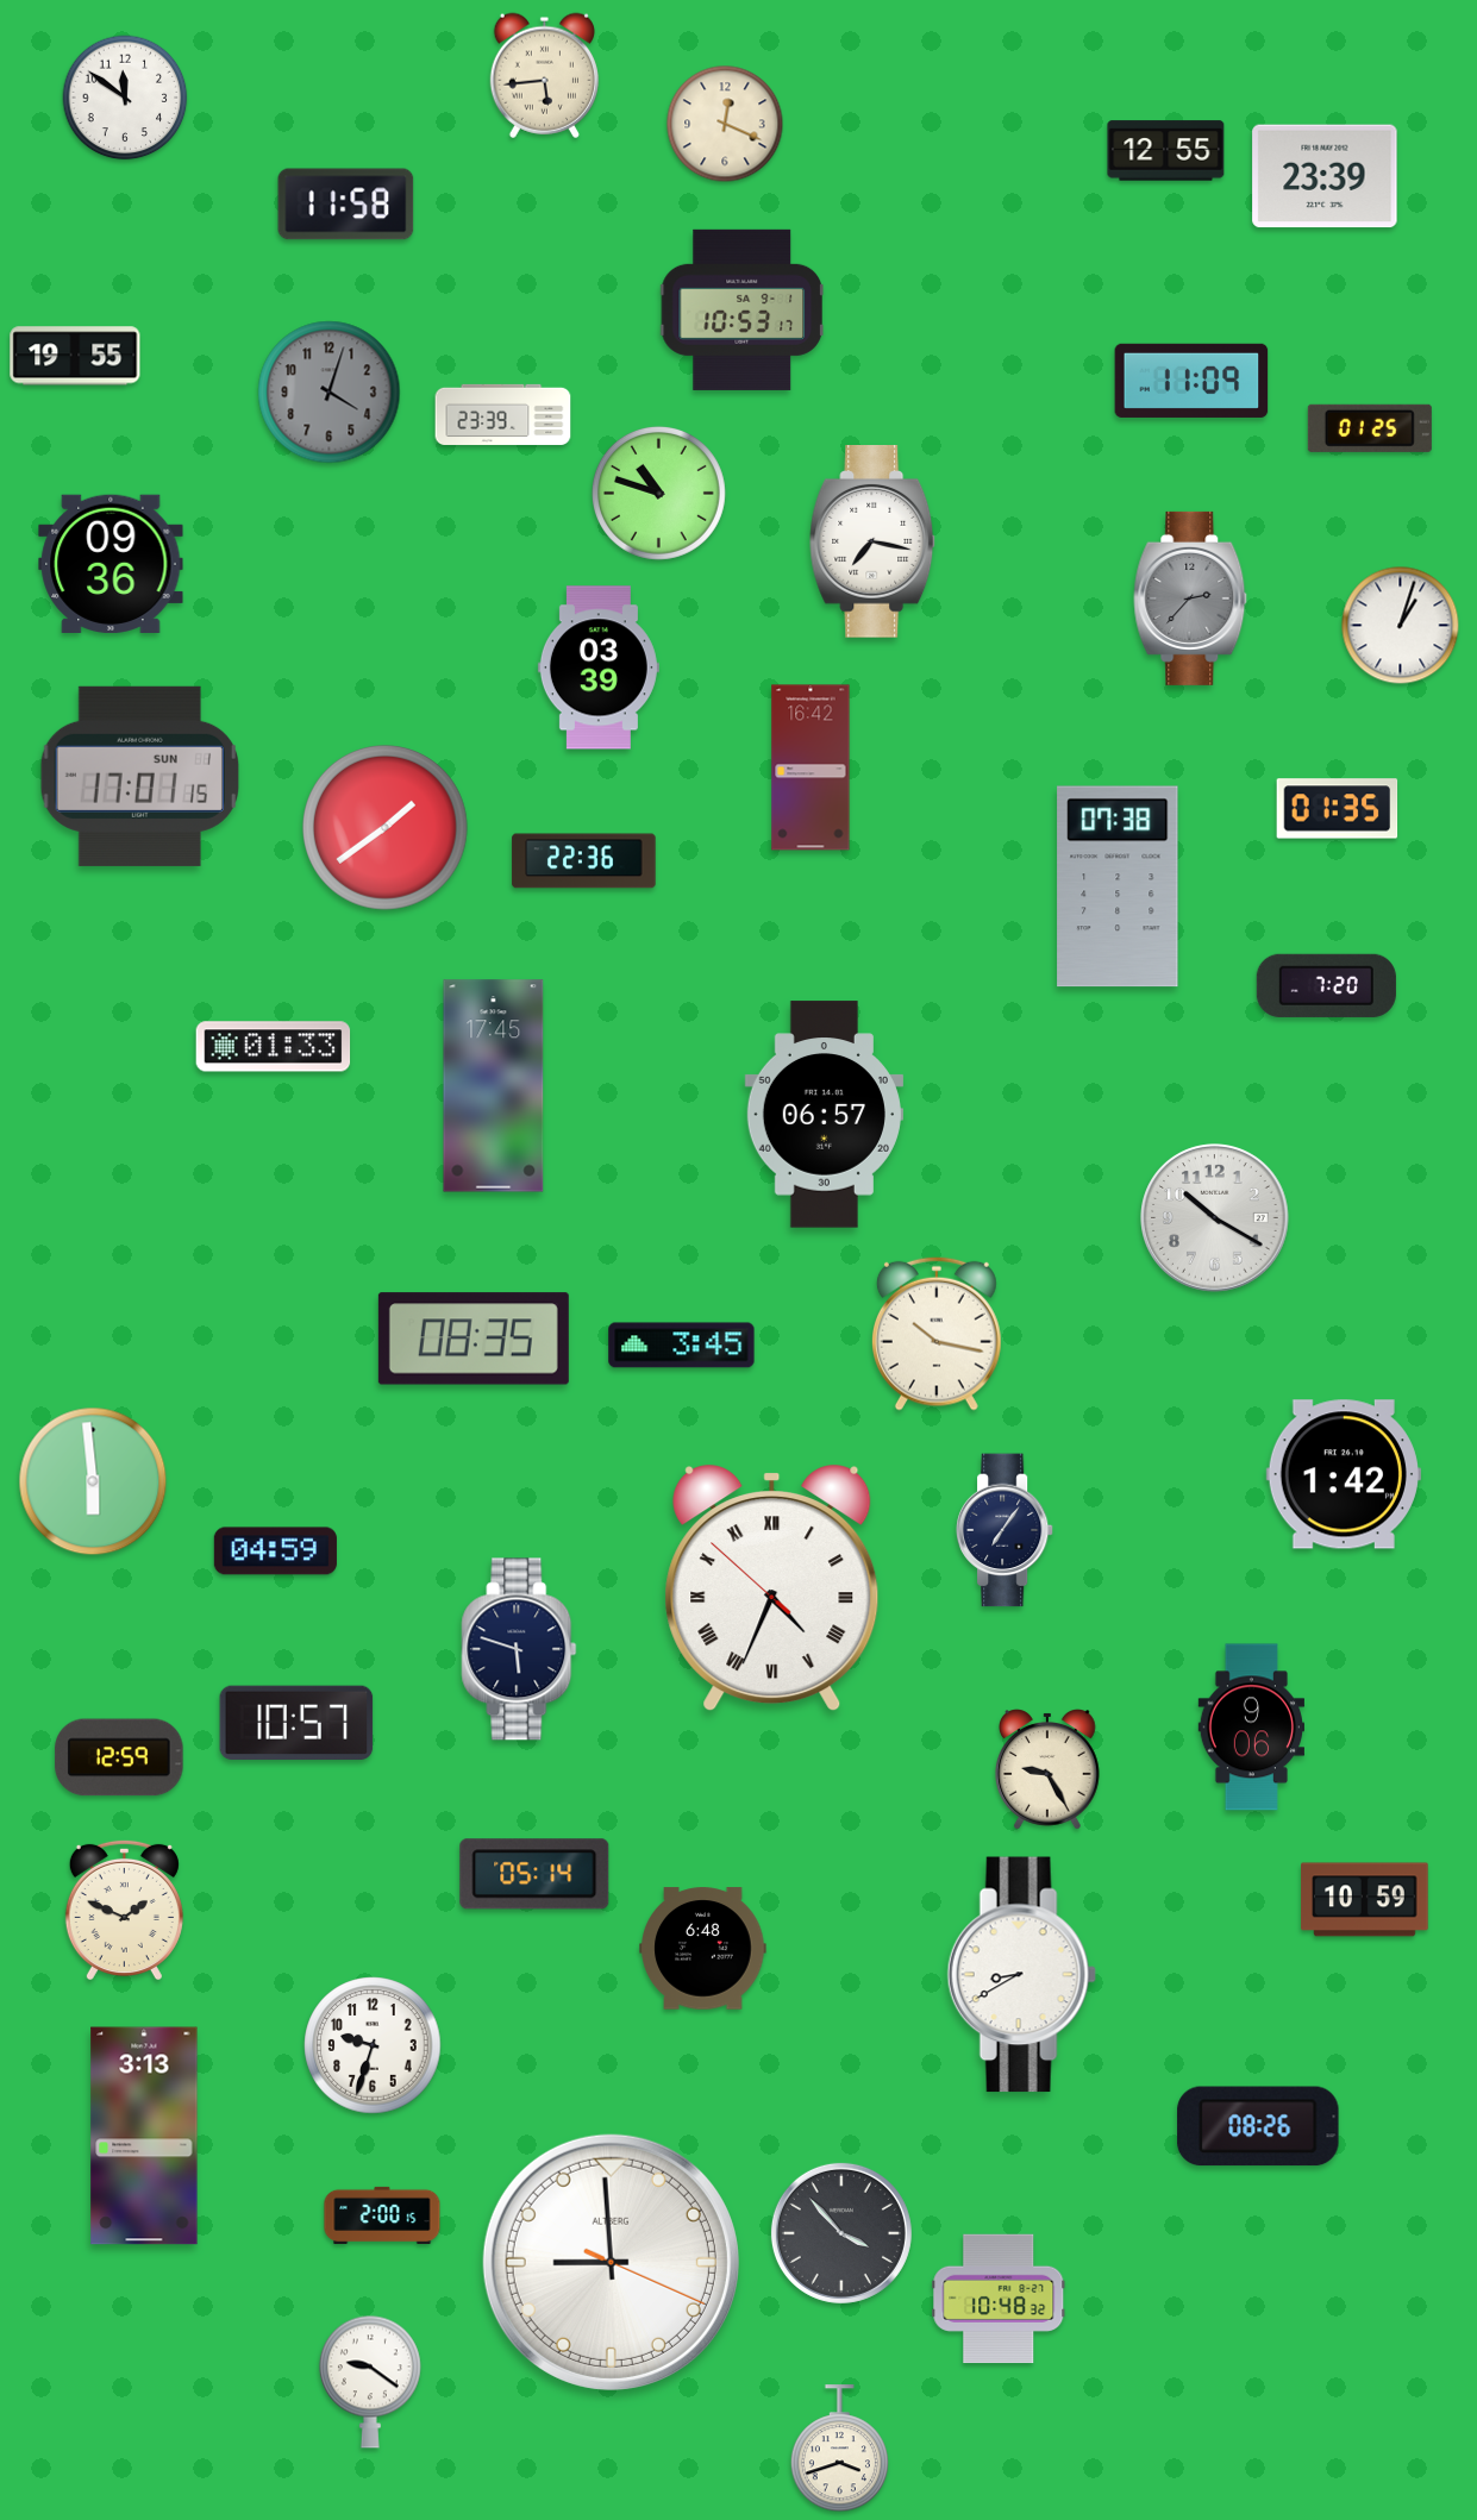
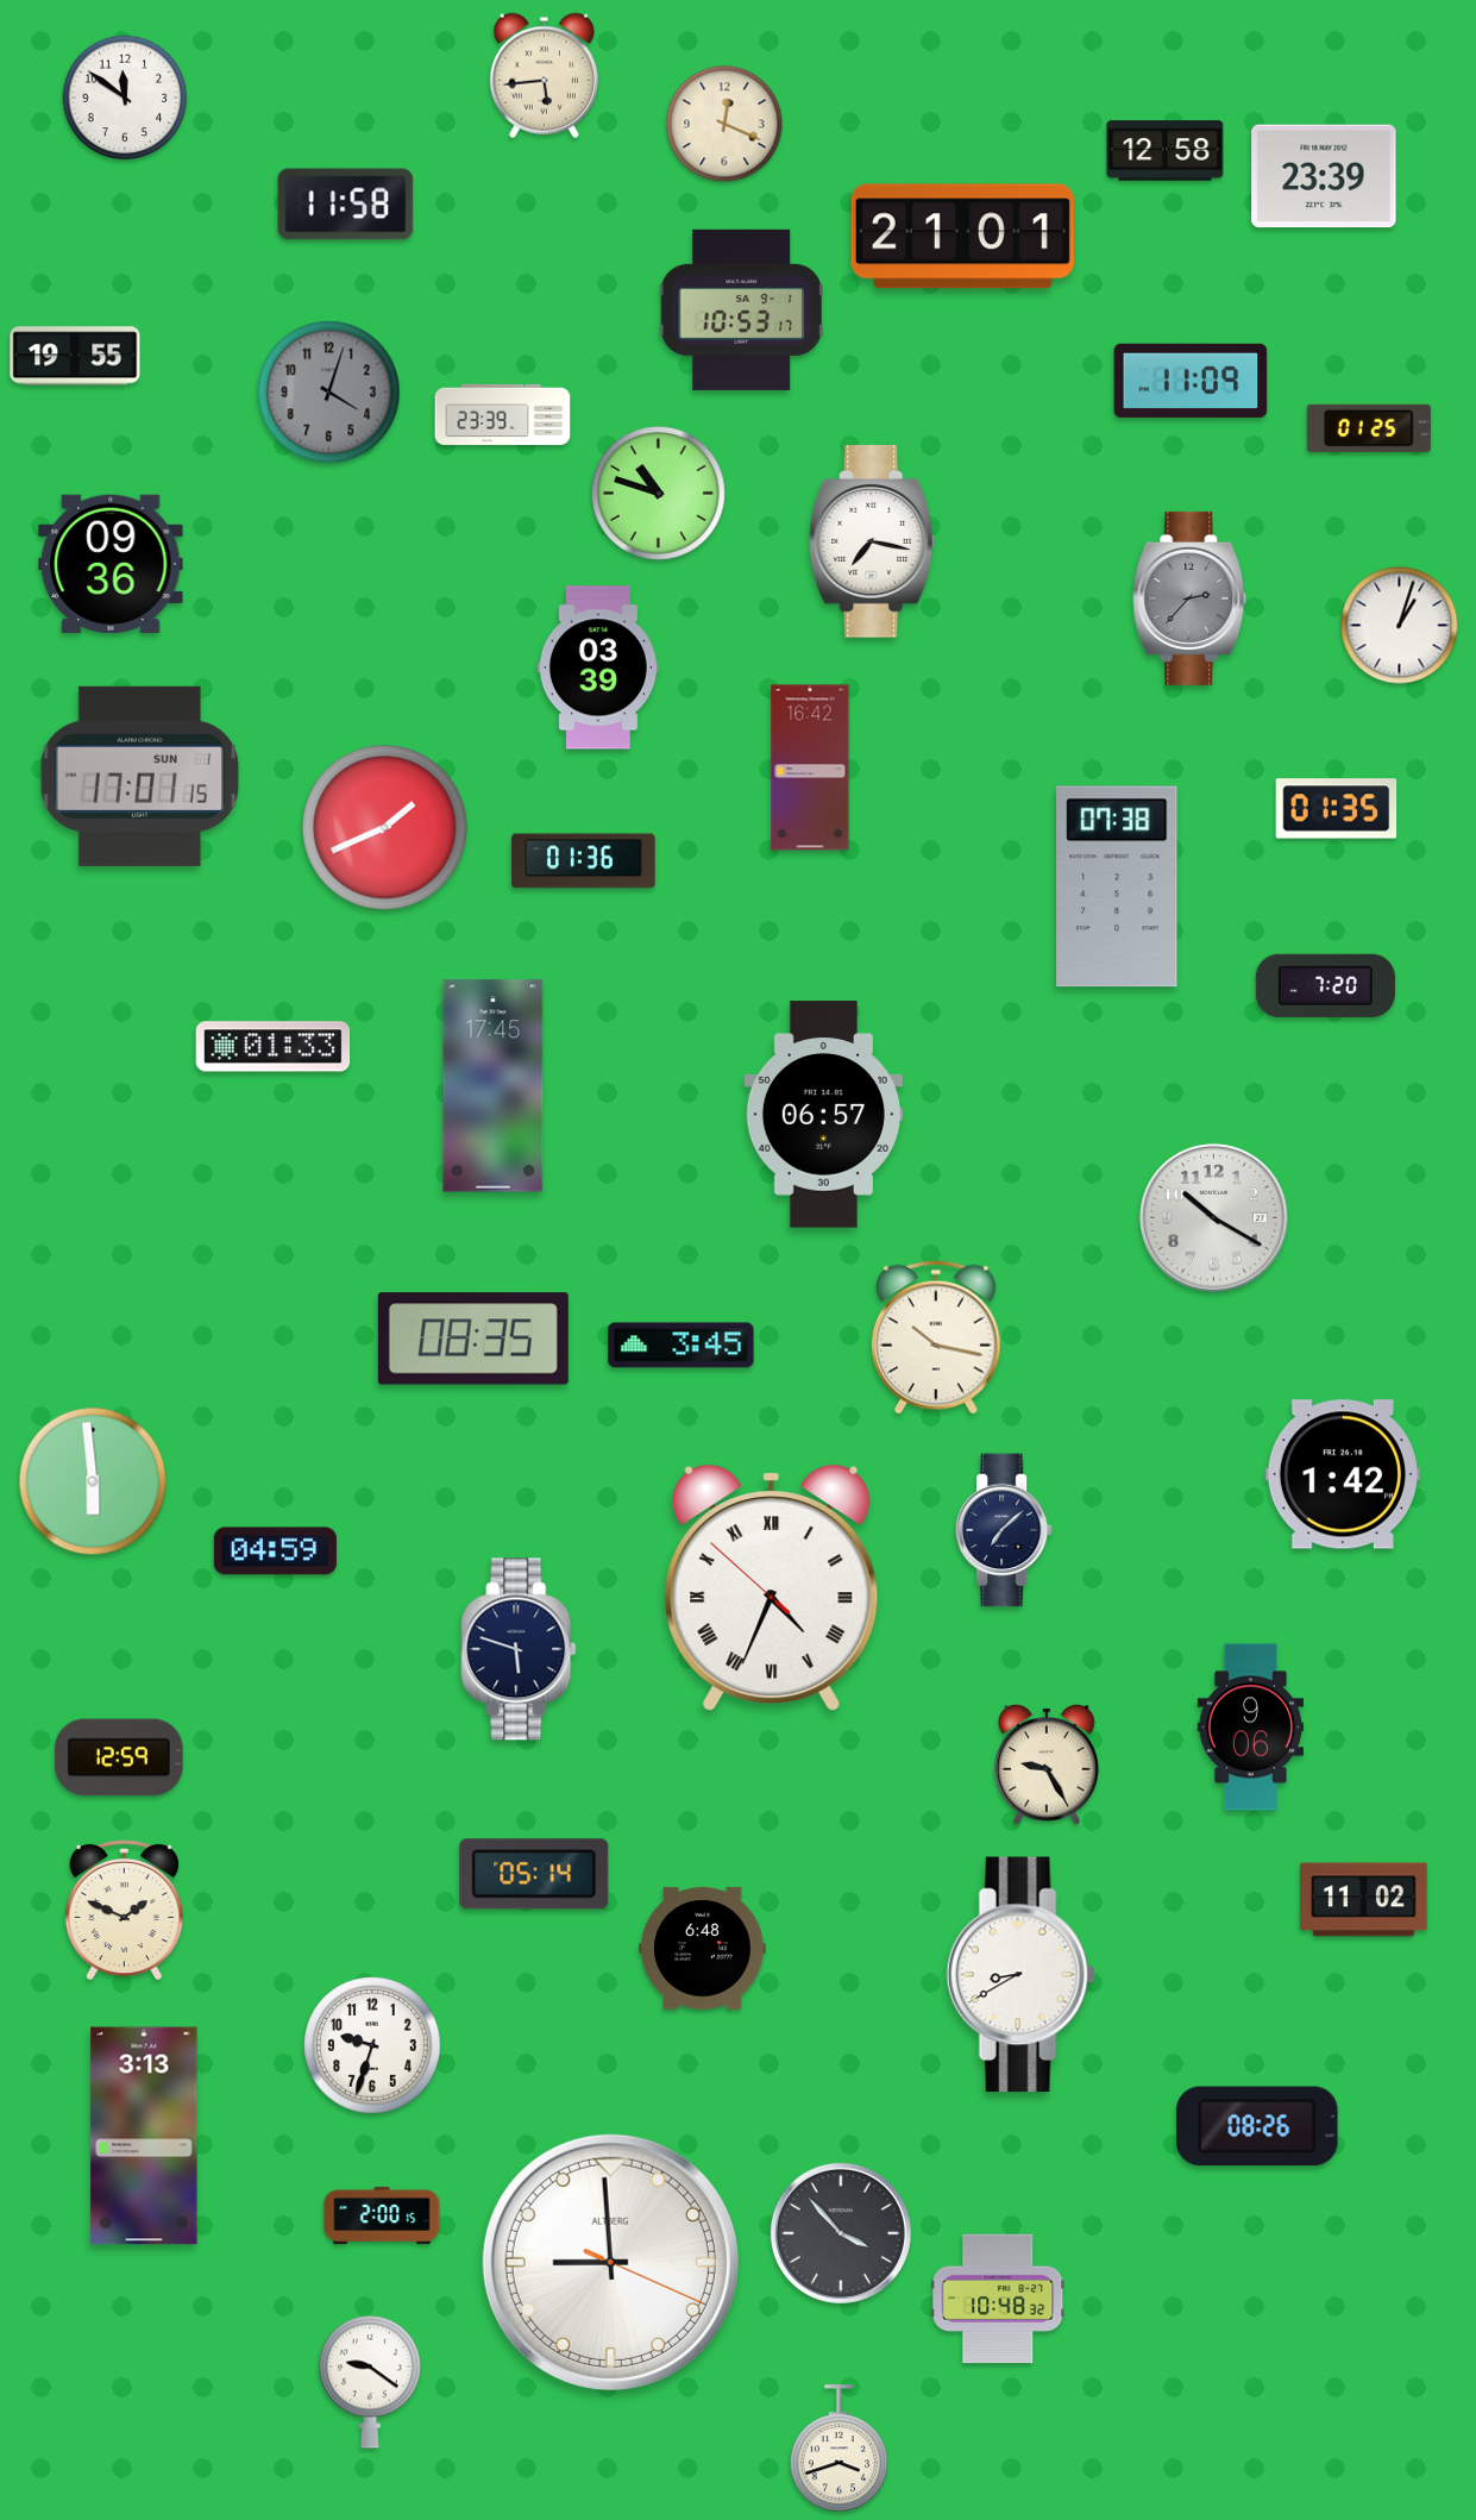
clock at (1166, 151): 12:55 -> 12:58
clock at (962, 237): none -> 21:01
clock at (386, 828): 1:39 -> 1:41
clock at (584, 861): 22:36 -> 01:36
clock at (937, 1334) position: (937, 1334) -> (936, 1337)
clock at (1005, 1530): 7:06 -> 7:08
clock at (296, 1723): 10:57 -> none
clock at (1049, 1769) position: (1049, 1769) -> (1048, 1764)
clock at (1365, 1900): 10:59 -> 11:02
